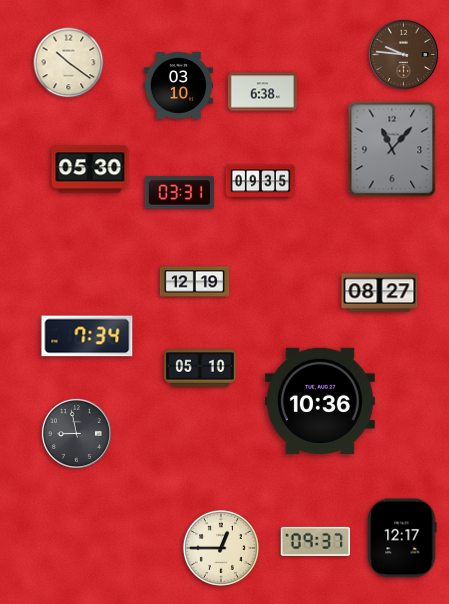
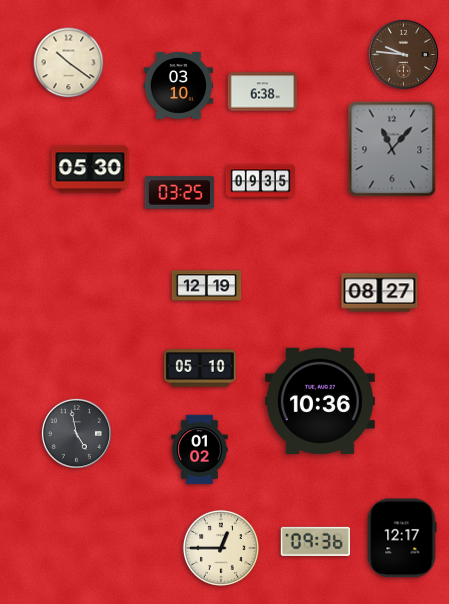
clock at (180, 193): 03:31 -> 03:25
clock at (195, 282) position: (195, 282) -> (207, 286)
clock at (87, 336): 7:34 -> none
clock at (76, 433): 8:58 -> 4:58
clock at (200, 450): none -> 01:02
clock at (315, 541): 09:37 -> 09:36
